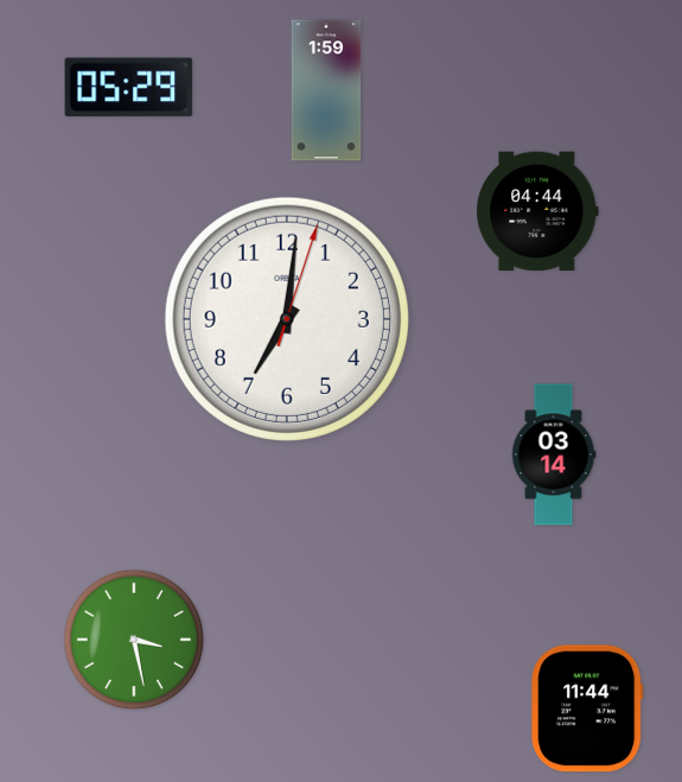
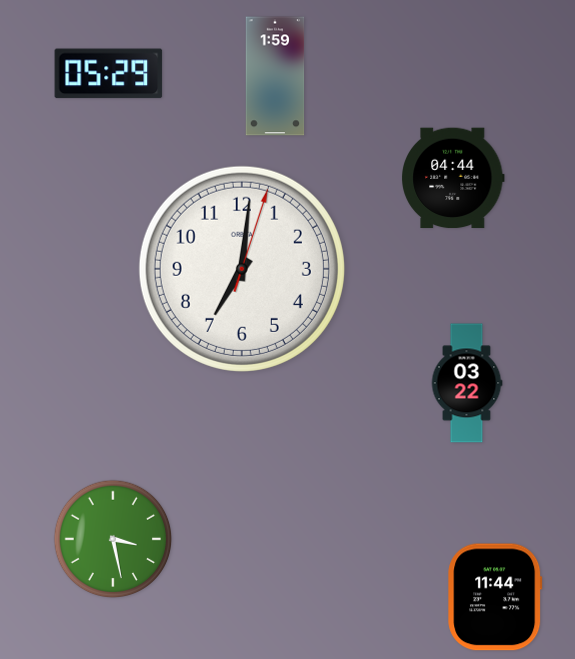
clock at (554, 454): 03:14 -> 03:22
